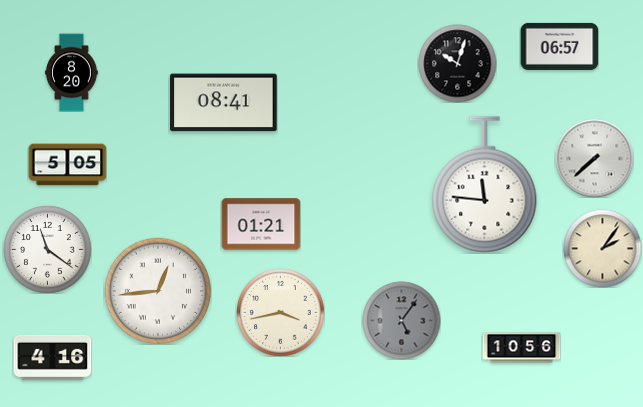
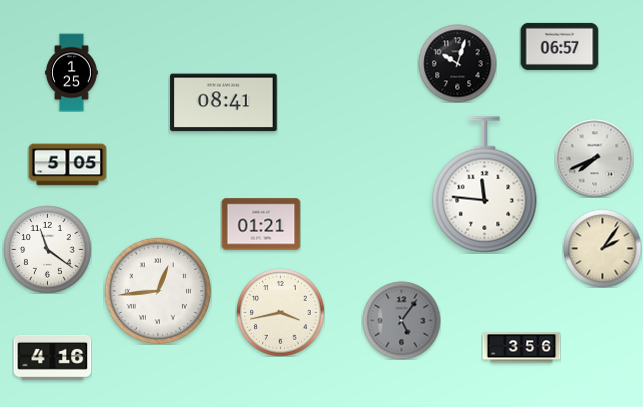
clock at (72, 72): 8:20 -> 1:25
clock at (594, 158): 7:38 -> 7:41
clock at (521, 348): 10:56 -> 3:56
